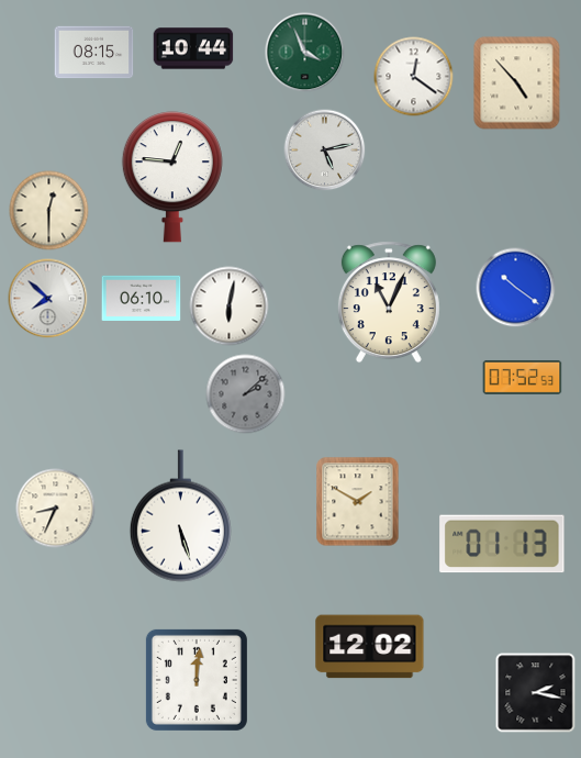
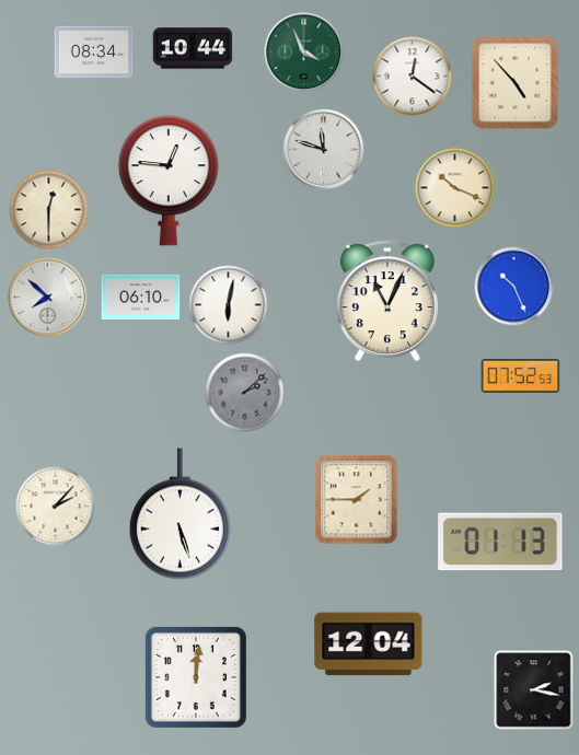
clock at (94, 53): 08:15 -> 08:34
clock at (325, 151): 5:13 -> 11:48
clock at (172, 177) position: (172, 177) -> (169, 181)
clock at (455, 188): none -> 10:19
clock at (516, 288): 10:21 -> 10:26
clock at (358, 502): 1:50 -> 1:45
clock at (56, 509): 8:34 -> 2:07
clock at (370, 647): 12:02 -> 12:04
